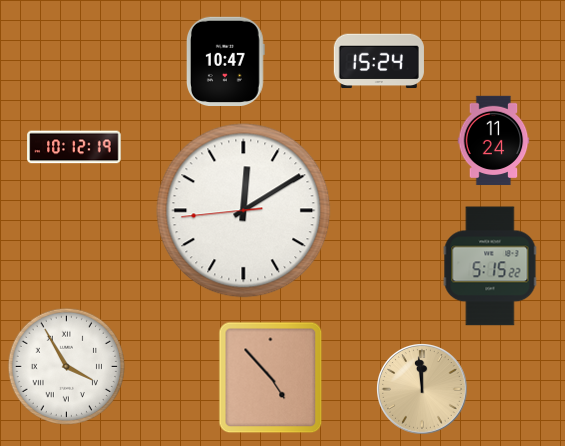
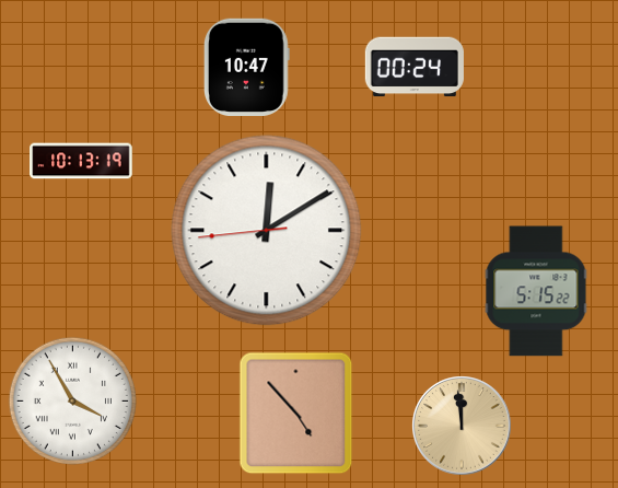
clock at (379, 61): 15:24 -> 00:24
clock at (494, 141): 11:24 -> none
clock at (74, 147): 10:12 -> 10:13
